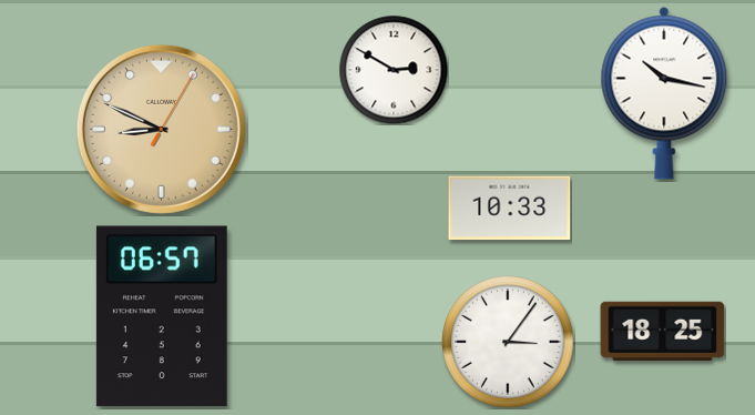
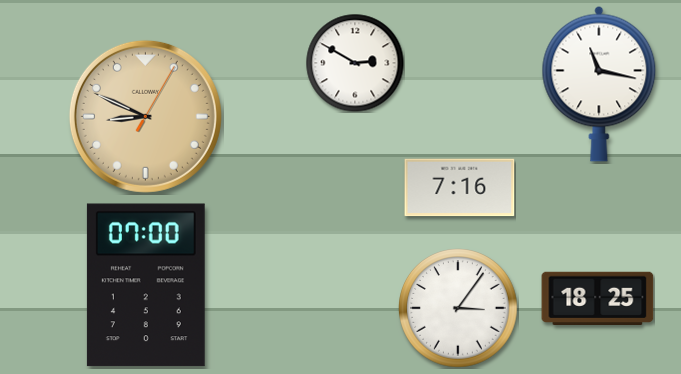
clock at (664, 93): 10:17 -> 11:17
clock at (510, 209): 10:33 -> 7:16
clock at (162, 316): 06:57 -> 07:00
